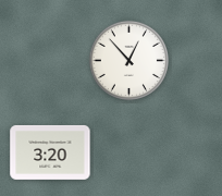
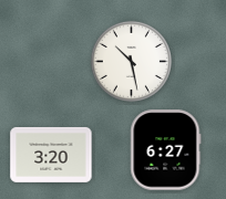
clock at (128, 60): 12:53 -> 10:28
clock at (166, 150): none -> 6:27
